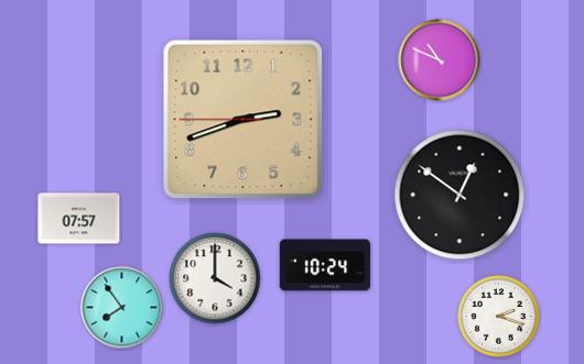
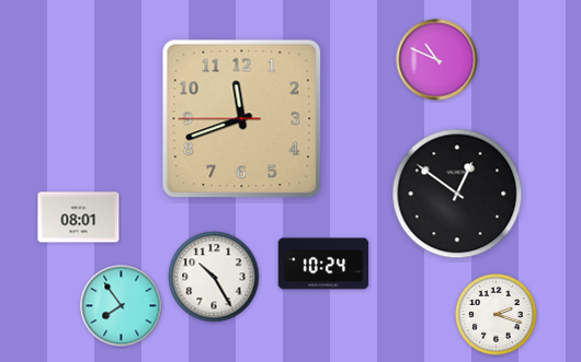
clock at (244, 120): 2:41 -> 11:41
clock at (79, 219): 07:57 -> 08:01
clock at (215, 278): 4:00 -> 10:25
